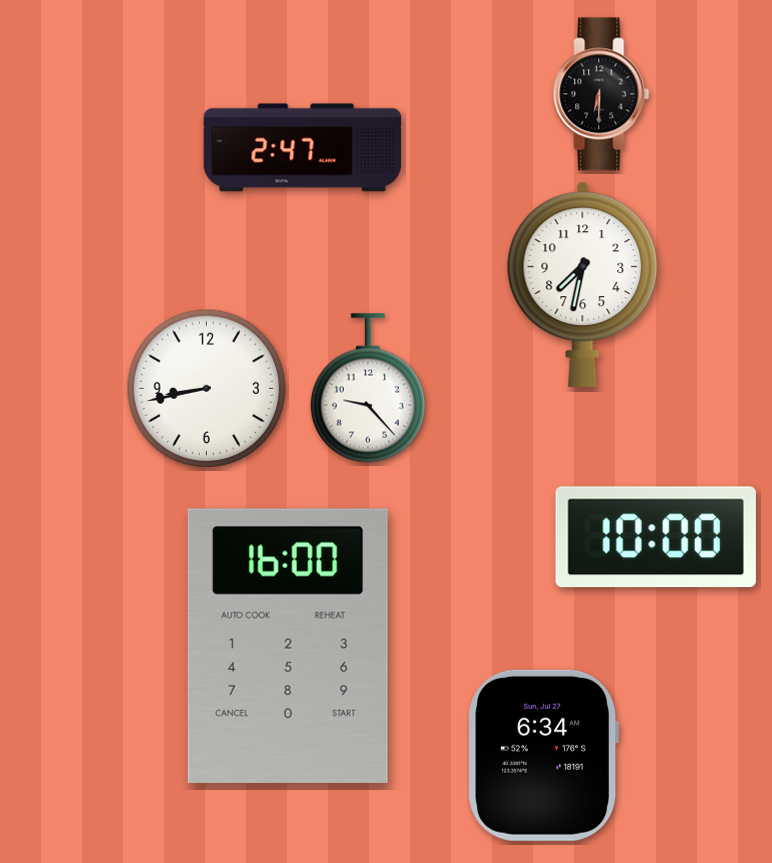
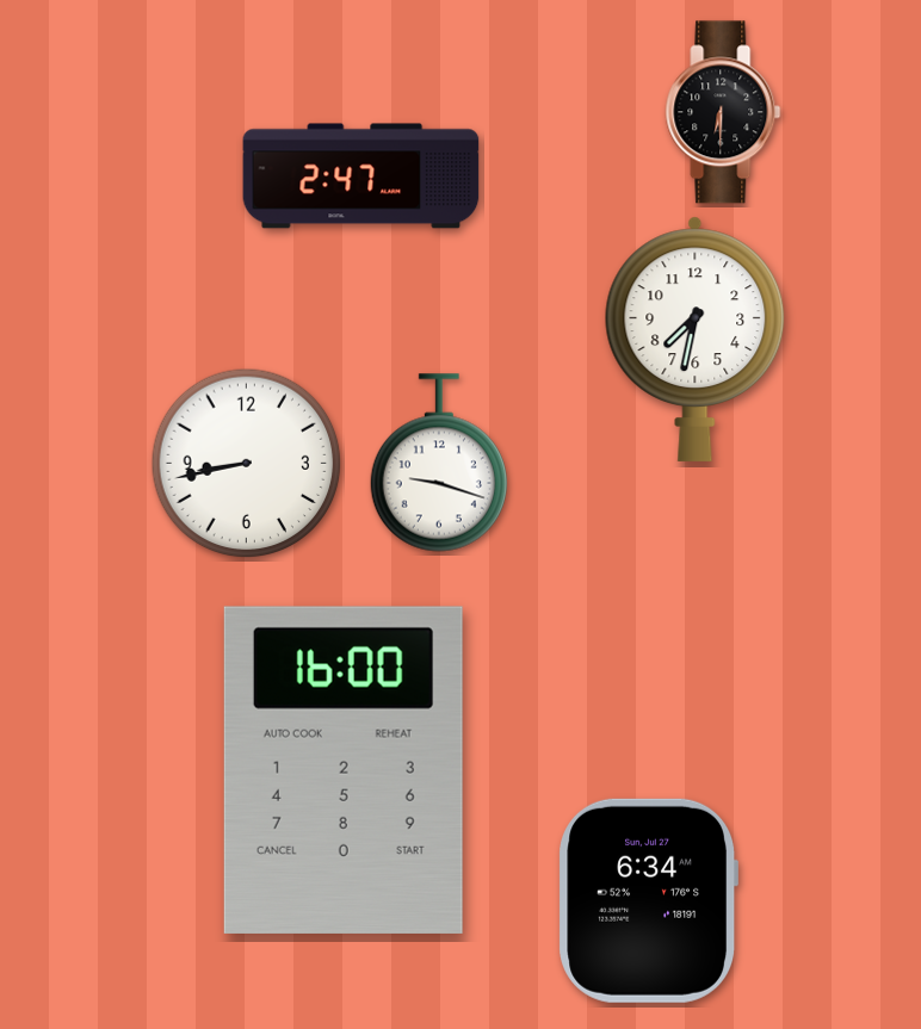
clock at (601, 94) position: (601, 94) -> (723, 112)
clock at (367, 388): 9:23 -> 9:18
clock at (656, 537): 10:00 -> none
